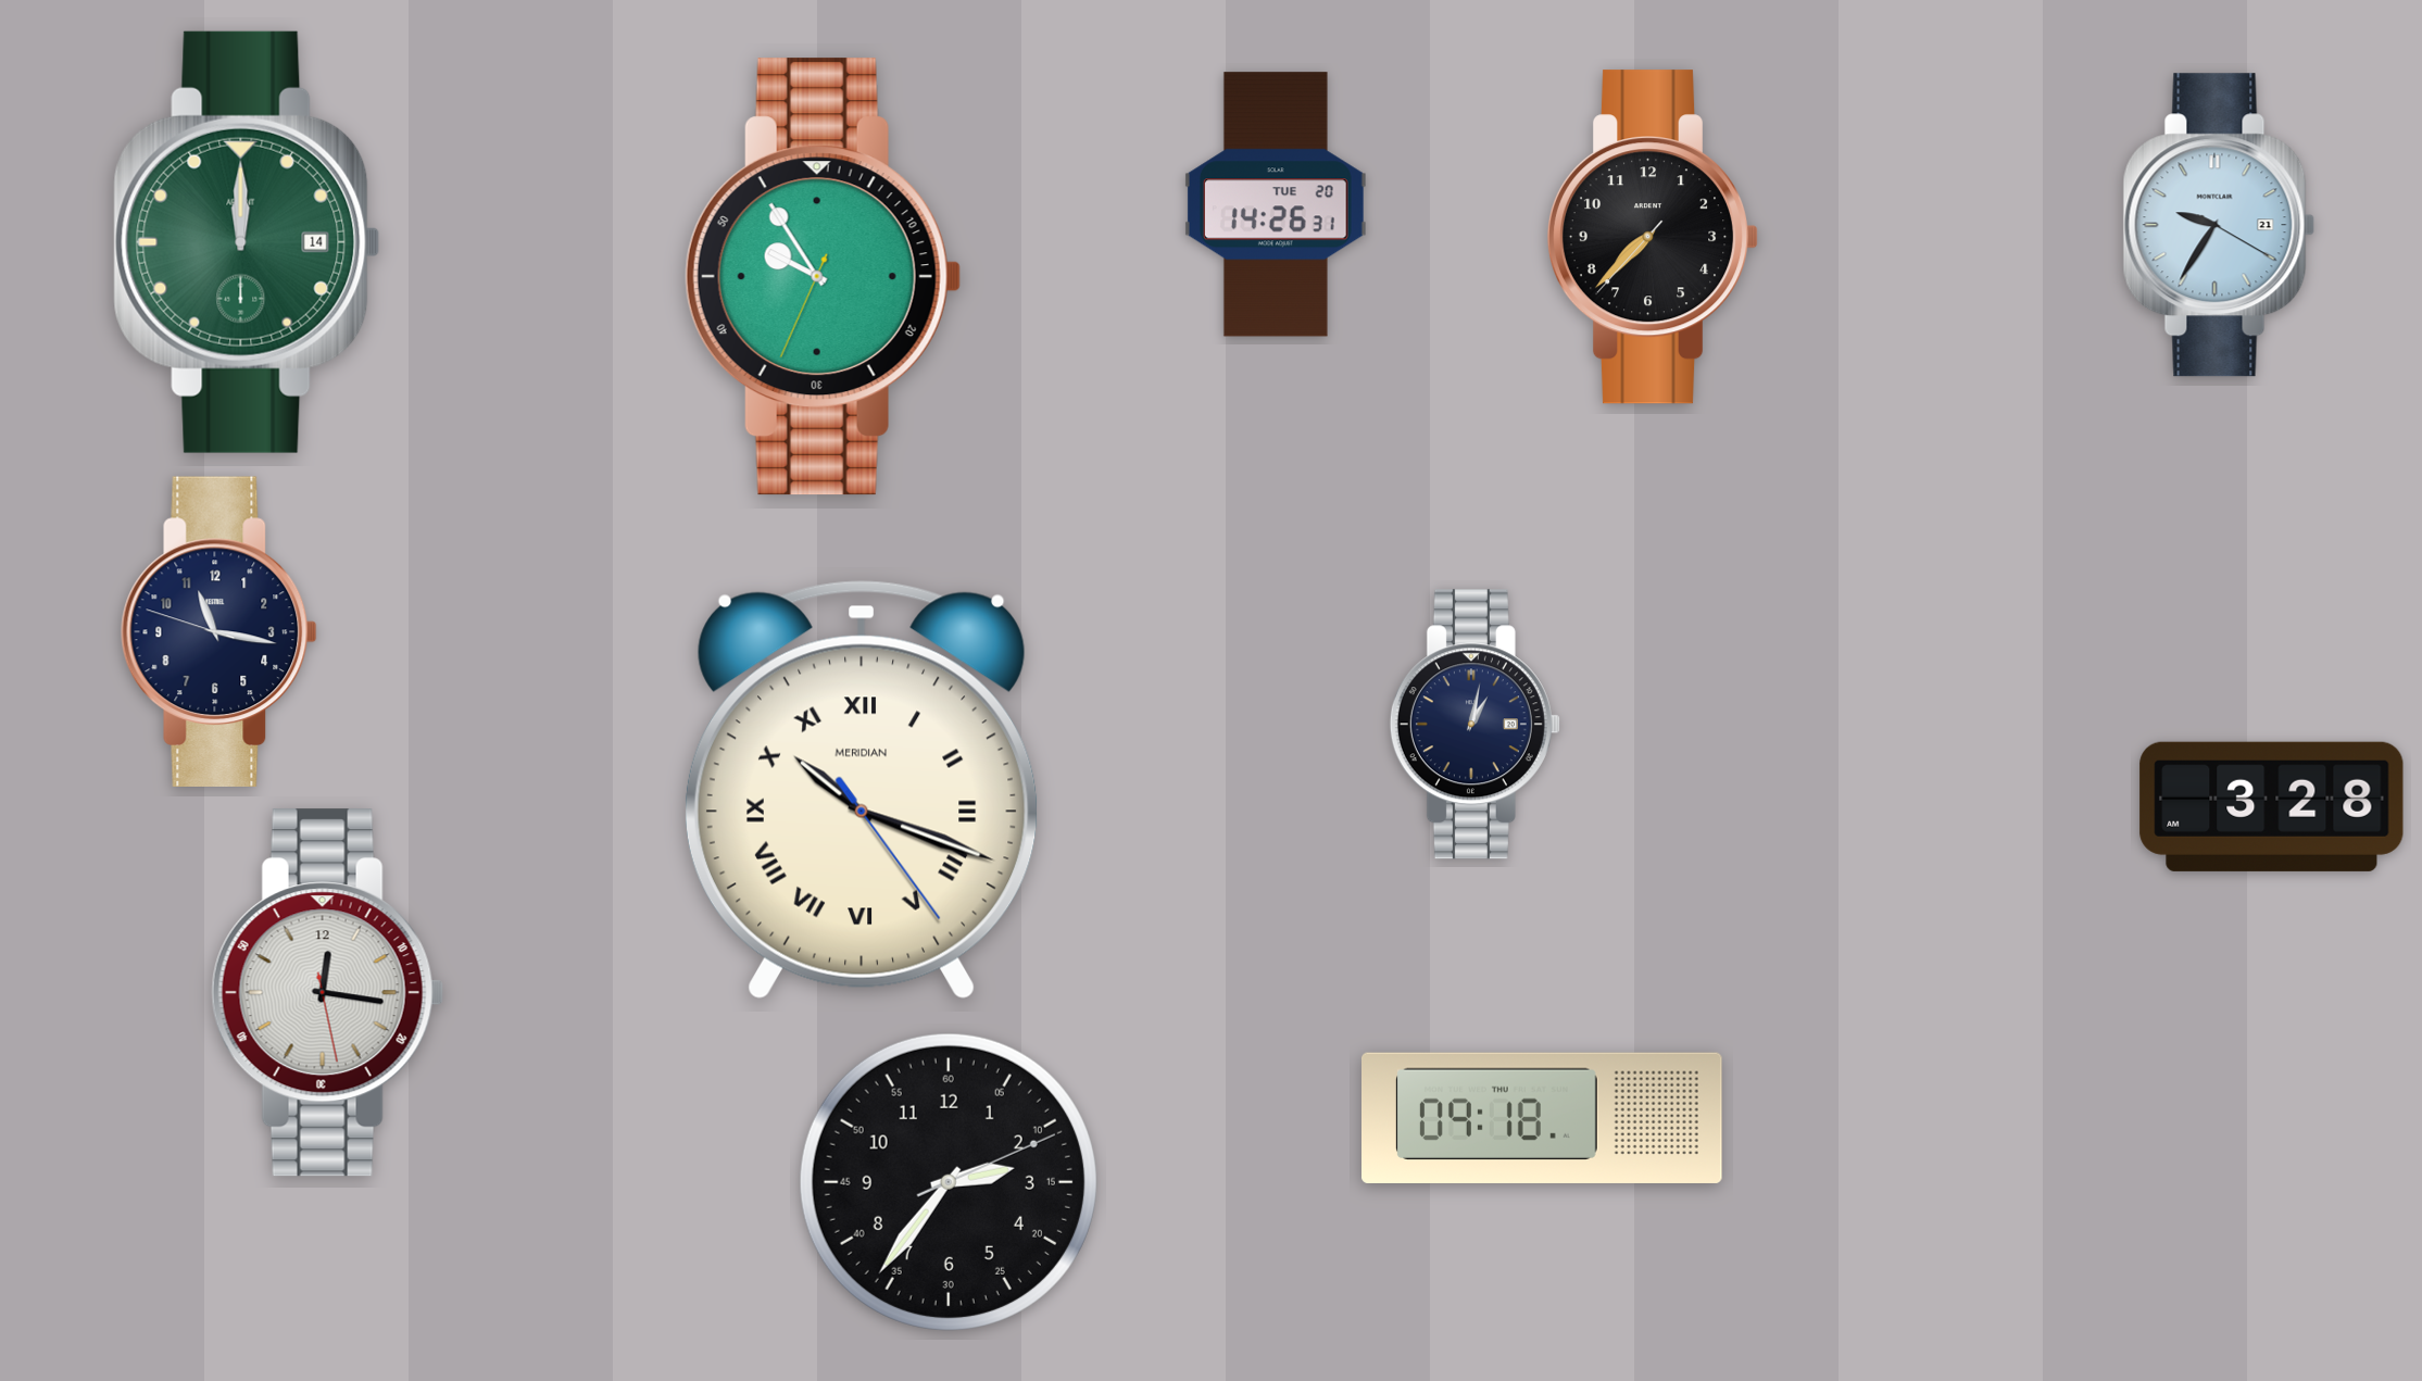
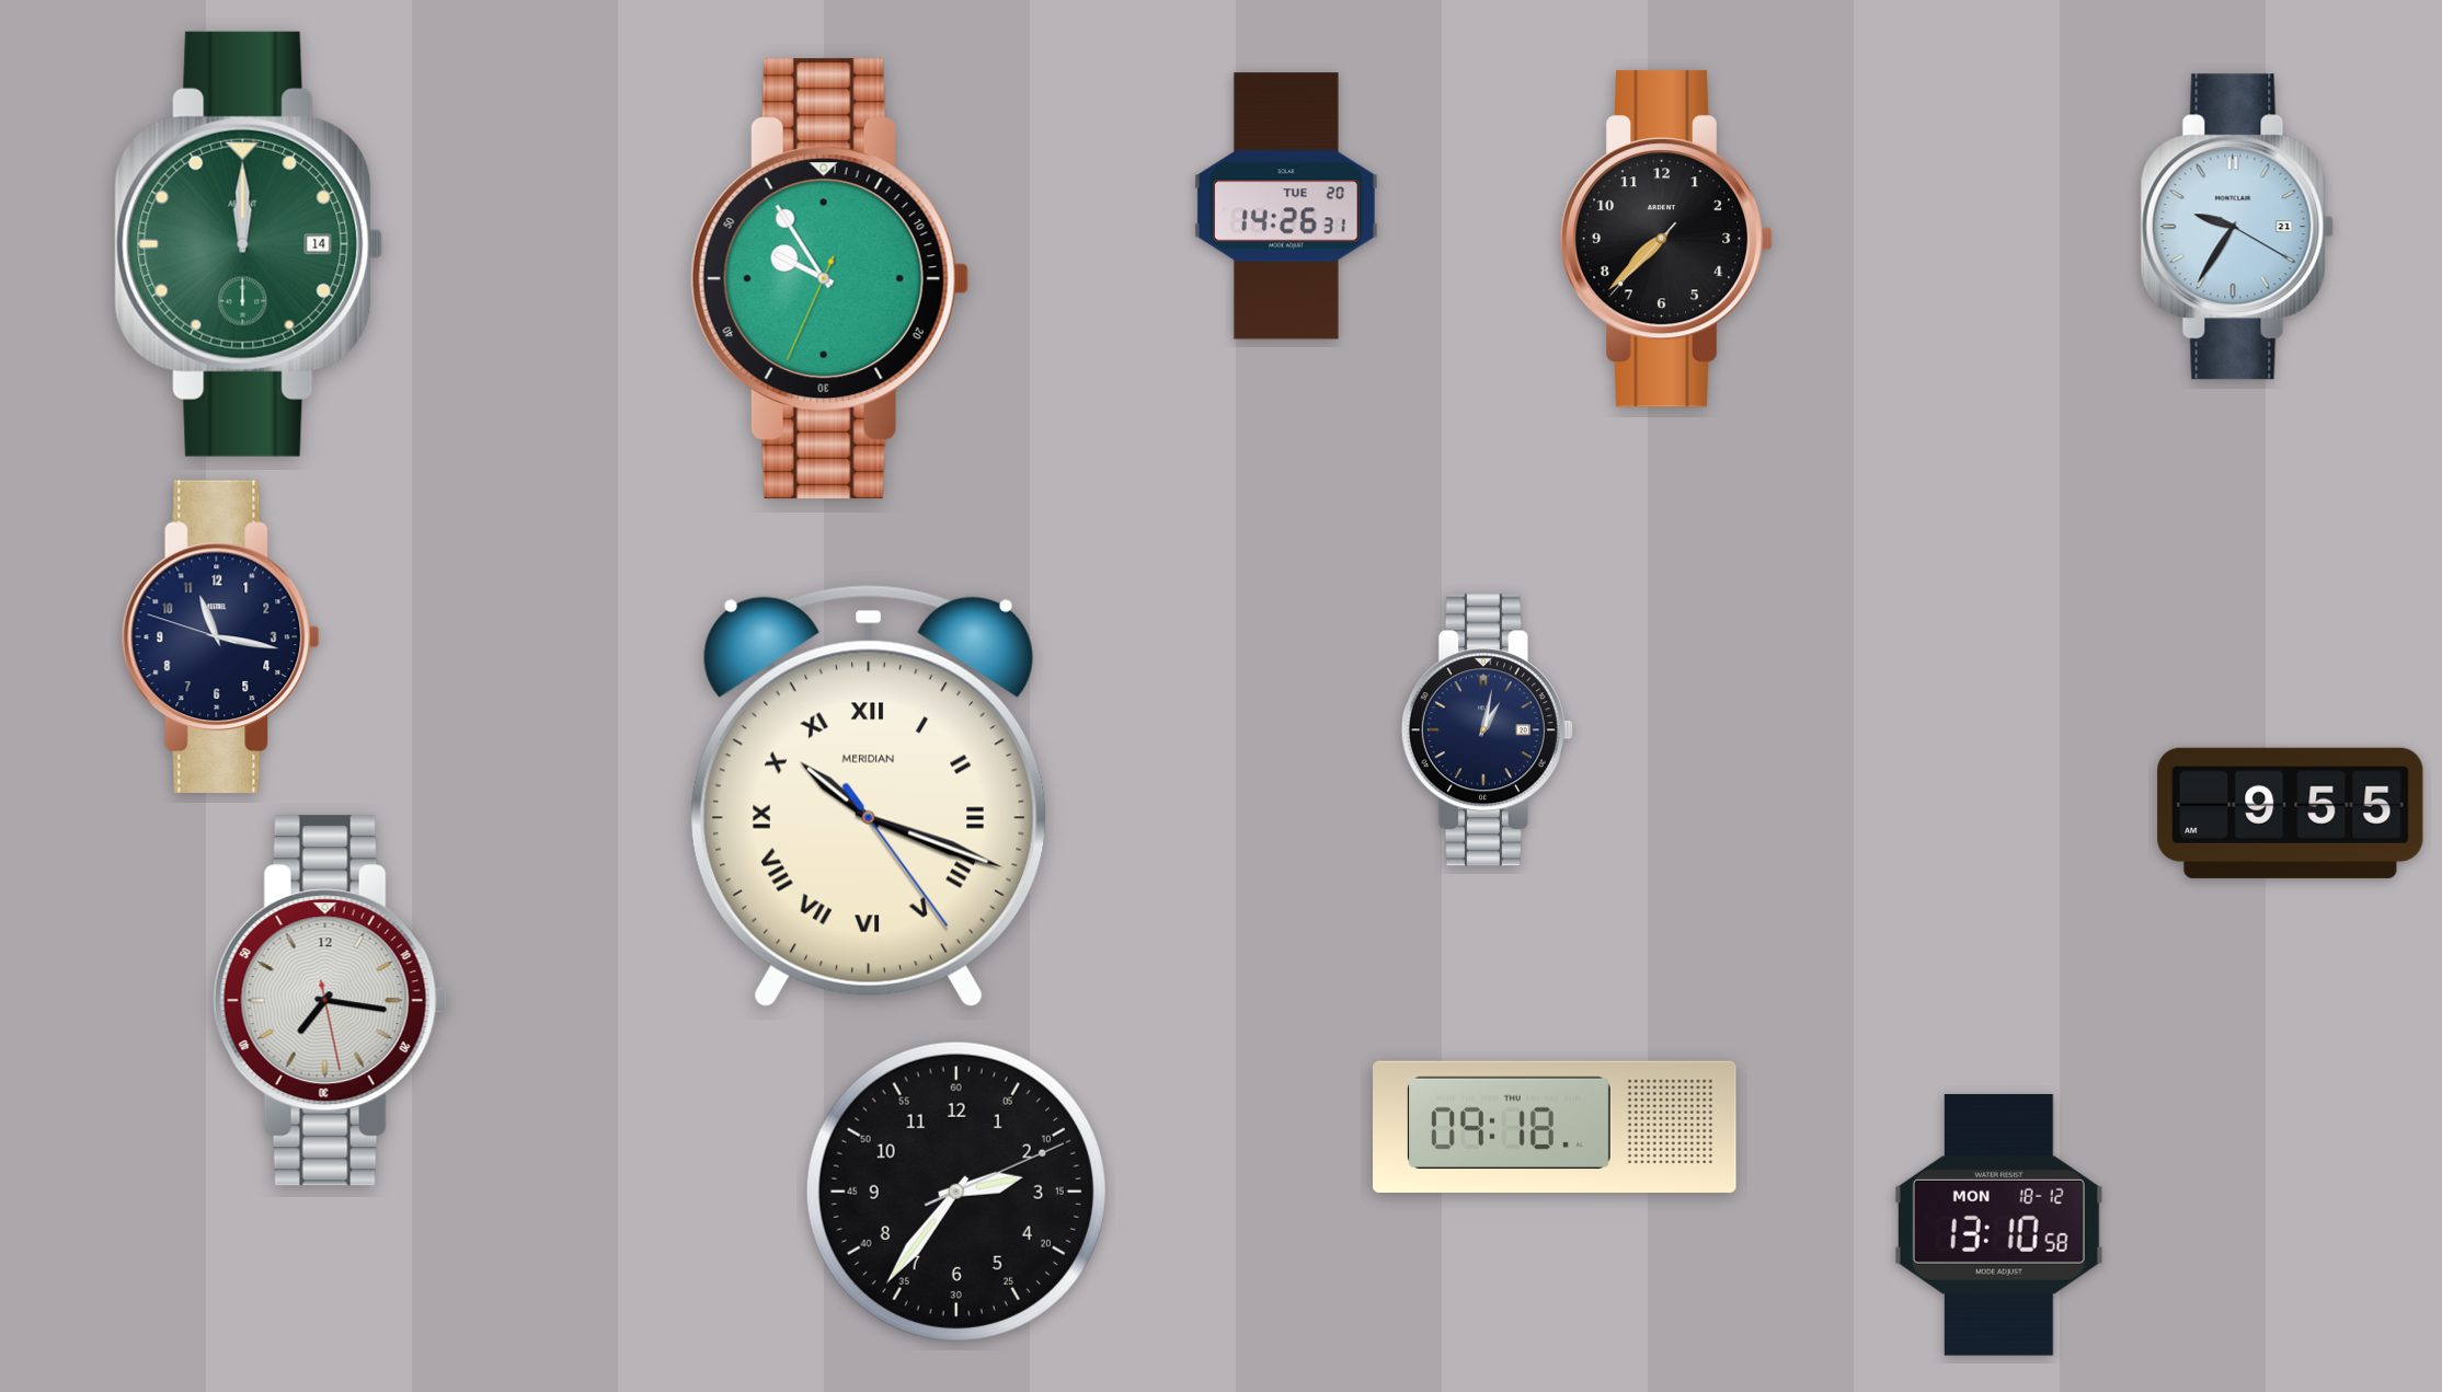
clock at (2272, 806): 3:28 -> 9:55
clock at (327, 993): 12:16 -> 7:16
clock at (1998, 1224): none -> 13:10
